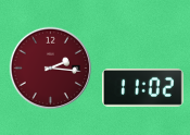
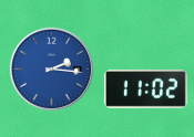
clock at (51, 69) dial: burgundy -> blue
